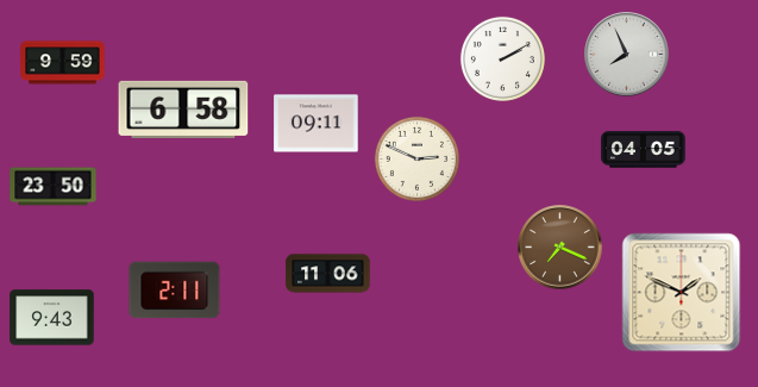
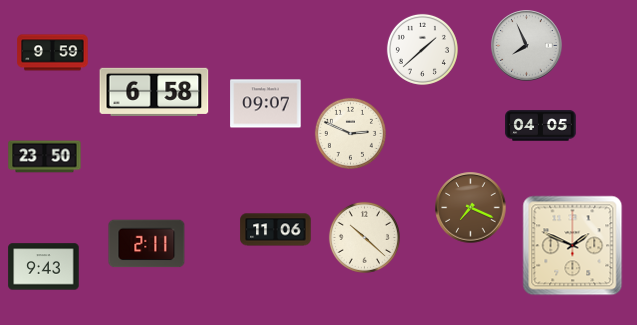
clock at (502, 58): 2:10 -> 1:38
clock at (317, 124): 09:11 -> 09:07
clock at (364, 237): none -> 10:22
